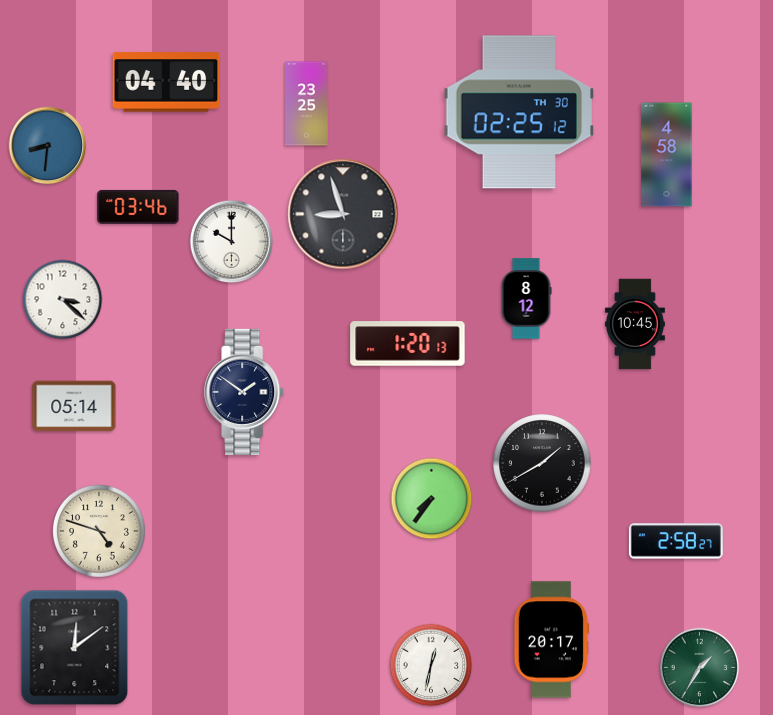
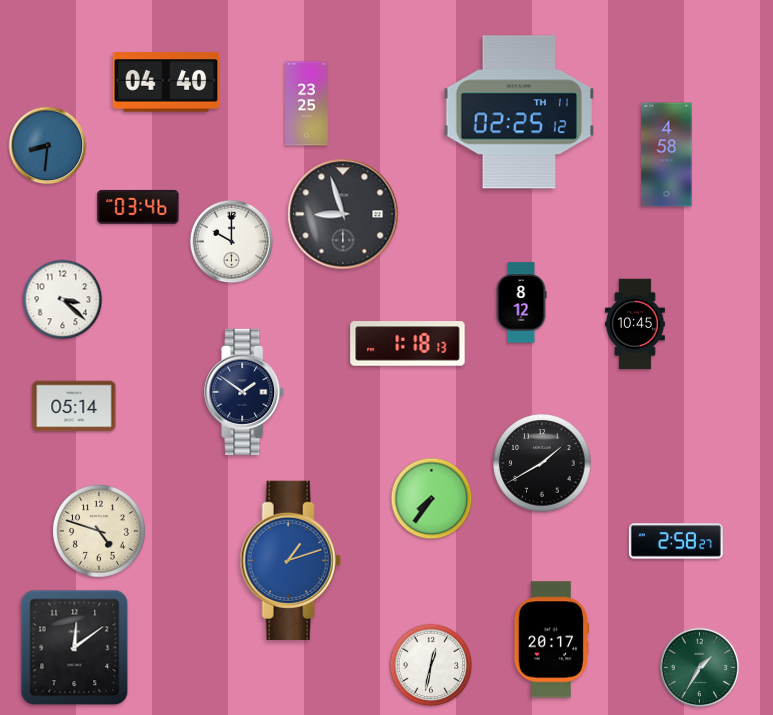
clock at (519, 112) date: TH 30 -> TH 11
clock at (526, 299) position: (526, 299) -> (521, 303)
clock at (408, 344): 1:20 -> 1:18
clock at (290, 560): none -> 1:12
